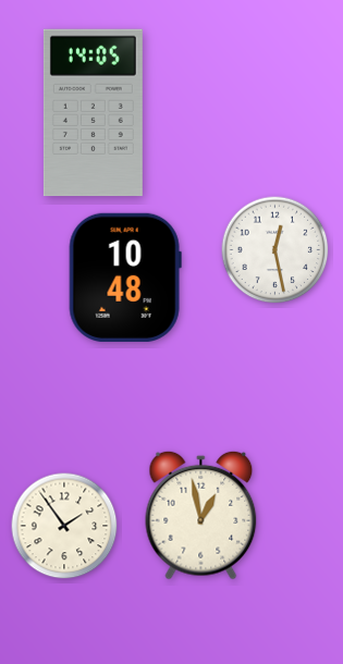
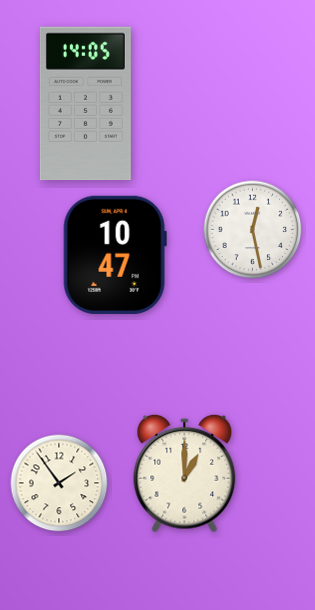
clock at (125, 278): 10:48 -> 10:47
clock at (201, 515): 12:58 -> 1:00
